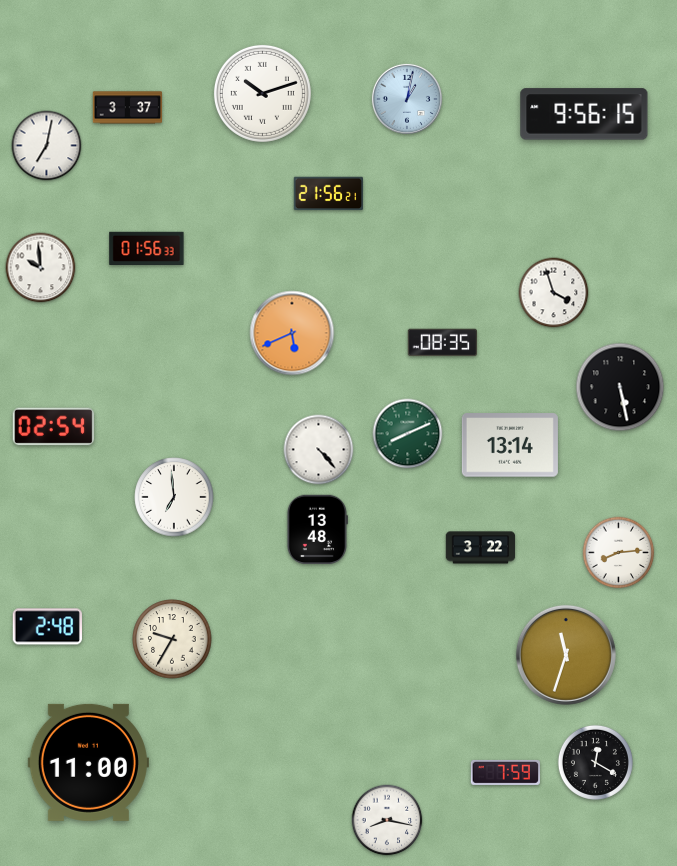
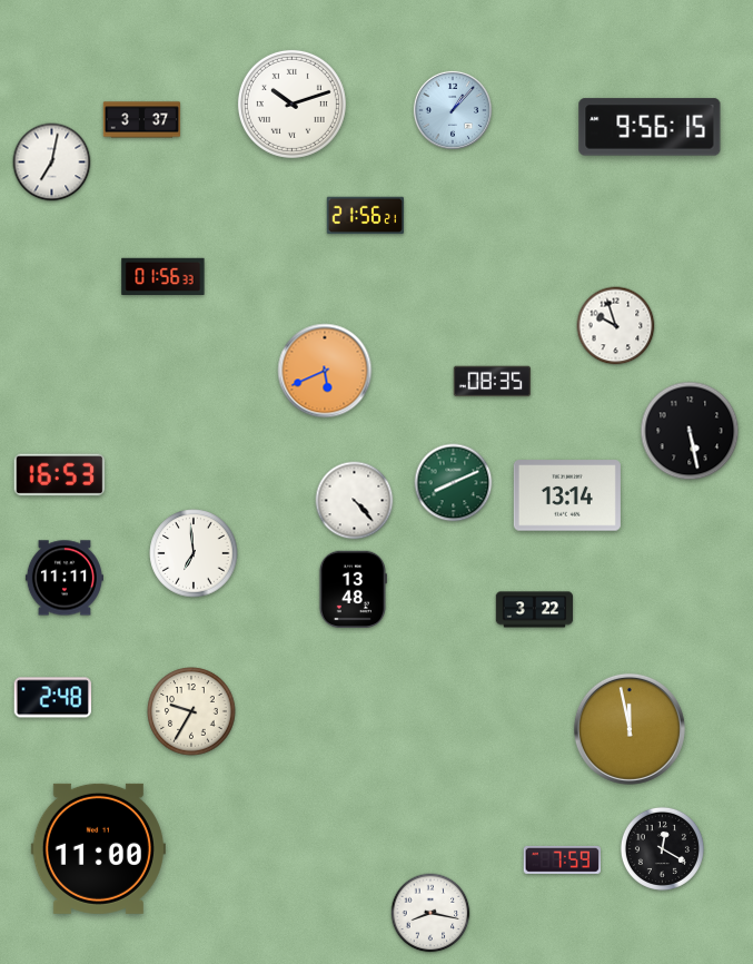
clock at (407, 99): 1:02 -> 1:07
clock at (41, 268): 9:59 -> none
clock at (554, 293): 3:57 -> 9:57
clock at (54, 427): 02:54 -> 16:53
clock at (65, 578): none -> 11:11
clock at (619, 553): 8:14 -> none
clock at (566, 655): 11:33 -> 11:58
